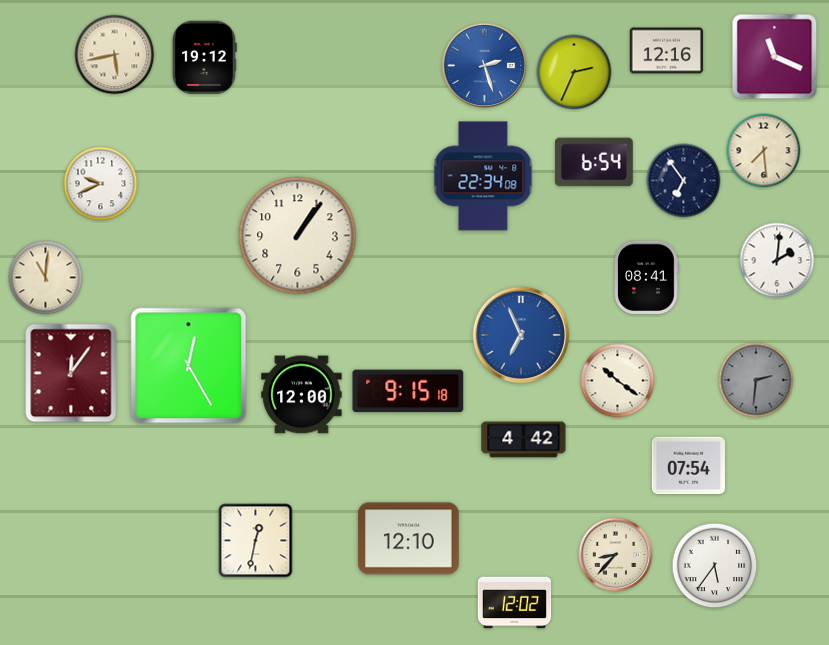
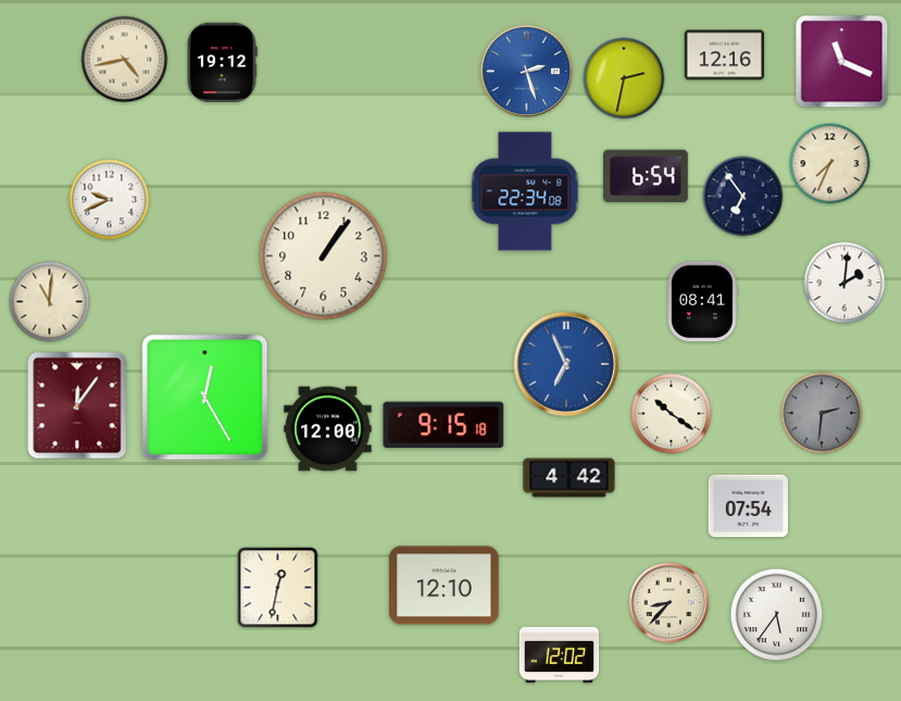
clock at (115, 55): 5:43 -> 4:43
clock at (574, 72): 2:34 -> 2:32
clock at (764, 151): 7:29 -> 7:34
